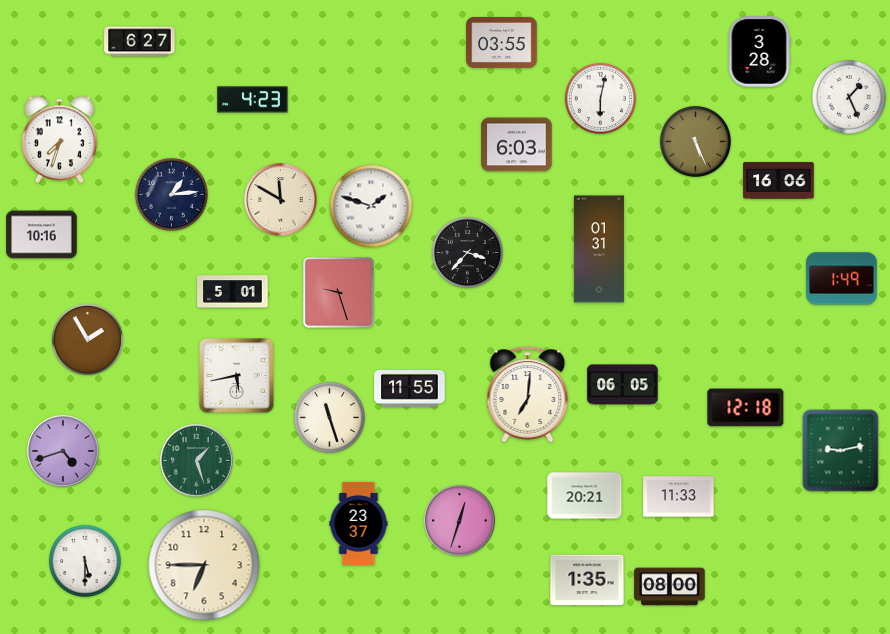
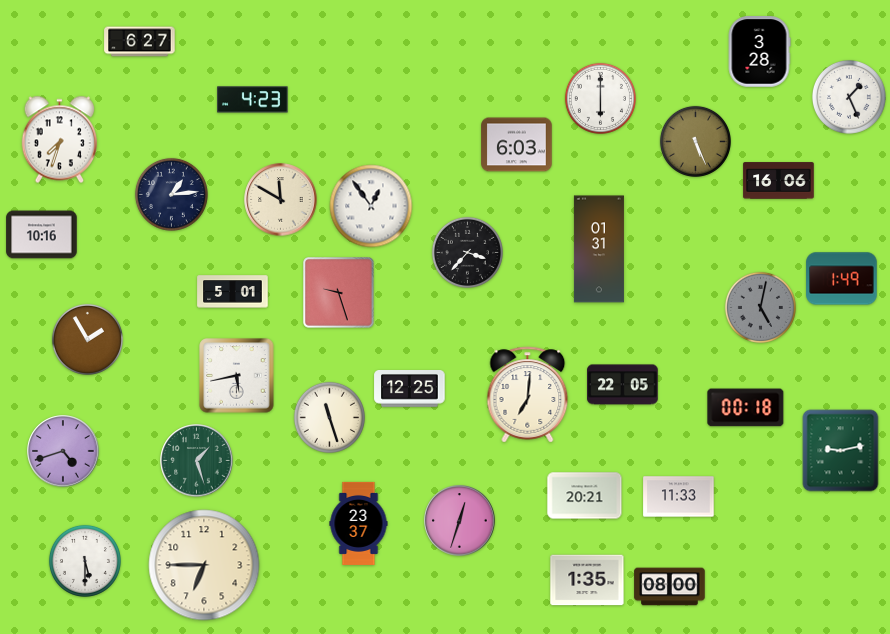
clock at (502, 42): 03:55 -> none
clock at (600, 98): 6:02 -> 6:00
clock at (371, 206): 1:48 -> 12:54
clock at (760, 307): none -> 5:02
clock at (623, 385): 06:05 -> 22:05
clock at (410, 389): 11:55 -> 12:25
clock at (746, 408): 12:18 -> 00:18
